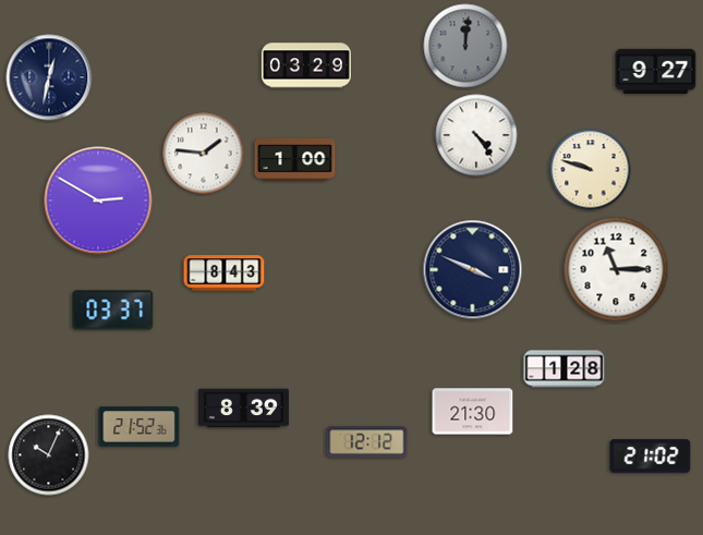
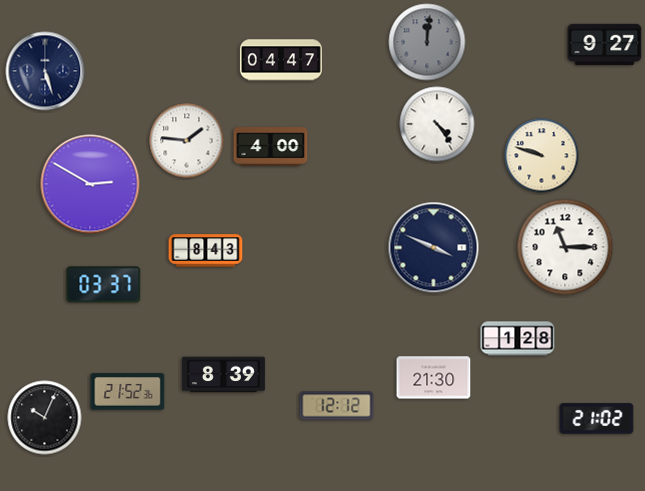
clock at (306, 65): 03:29 -> 04:47
clock at (656, 72) position: (656, 72) -> (605, 45)
clock at (49, 77): 12:32 -> 5:27
clock at (295, 160): 1:00 -> 4:00
